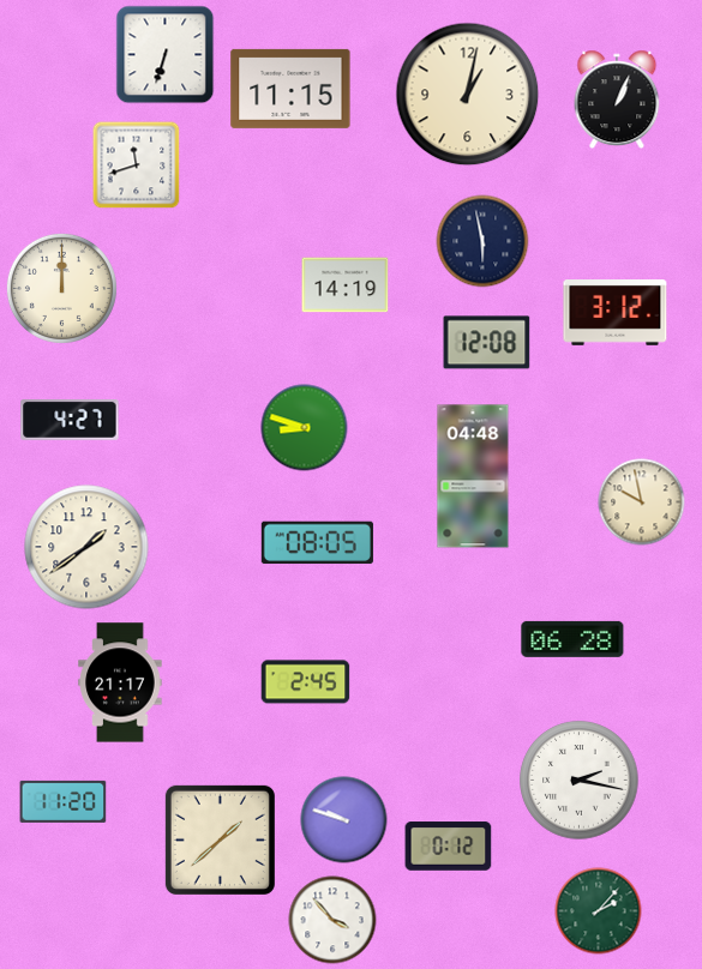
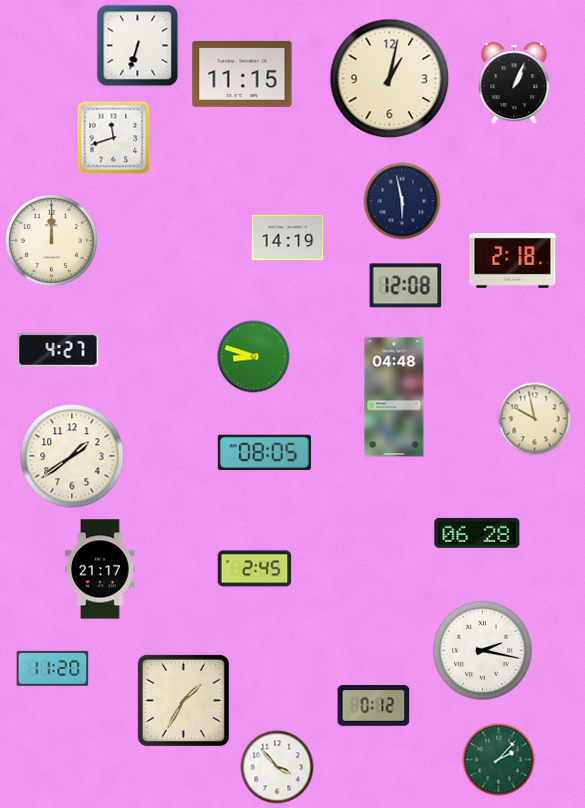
clock at (616, 313): 3:12 -> 2:18
clock at (344, 820): 9:48 -> none
clock at (220, 839): 1:38 -> 1:35
